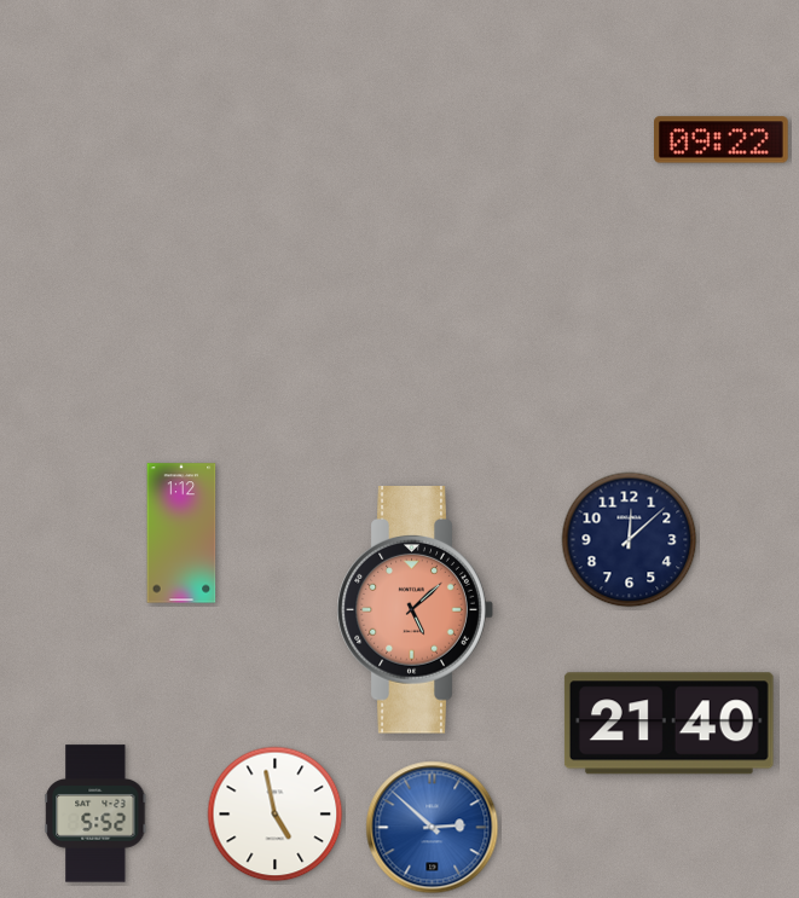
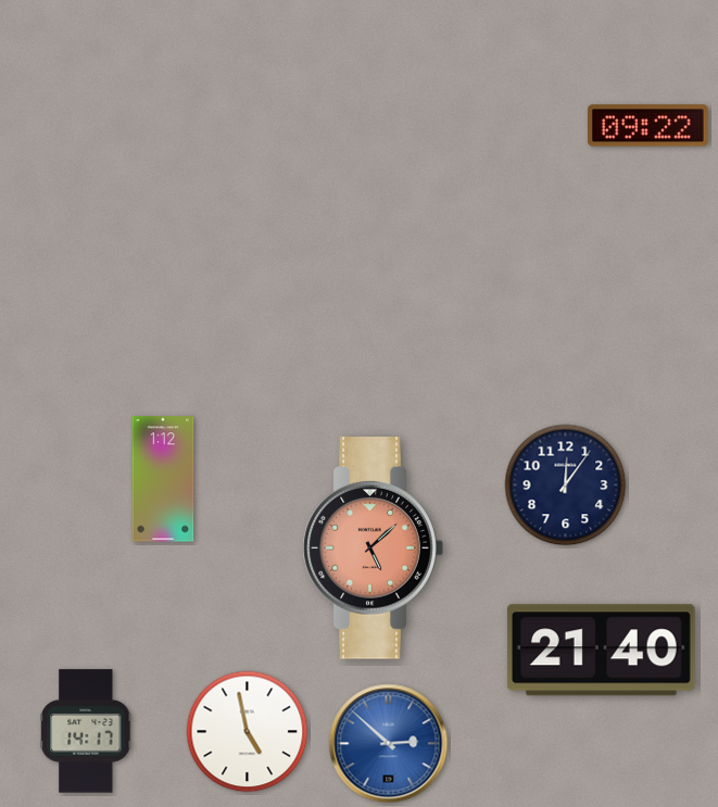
clock at (630, 540): 12:08 -> 12:06
clock at (95, 813): 5:52 -> 14:17
